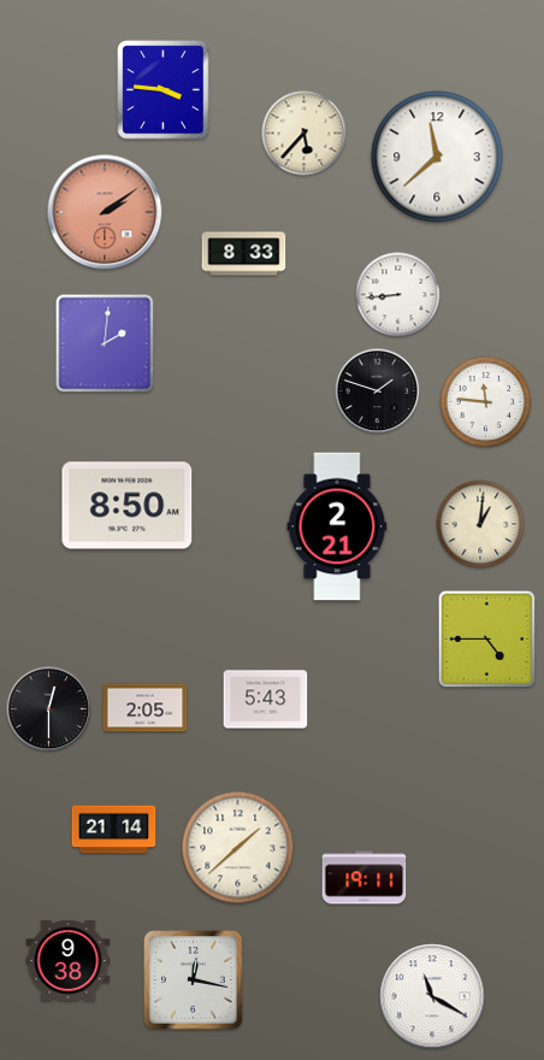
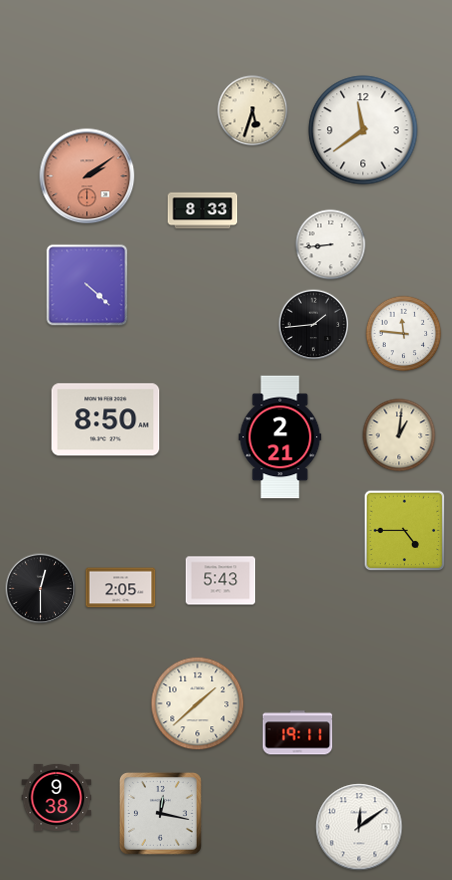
clock at (164, 90): 3:46 -> none
clock at (304, 134): 5:37 -> 5:33
clock at (437, 157): 11:38 -> 11:39
clock at (105, 343): 2:01 -> 4:22
clock at (378, 391): 1:48 -> 1:44
clock at (114, 830): 21:14 -> none
clock at (365, 878) position: (365, 878) -> (298, 733)
clock at (432, 996): 11:20 -> 12:09
